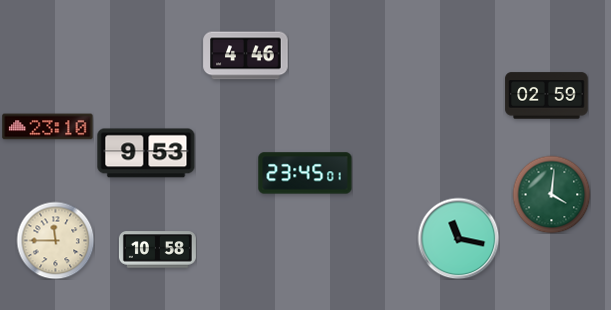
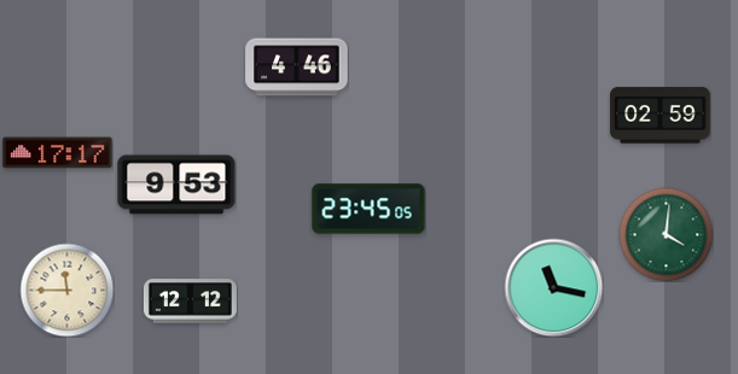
clock at (48, 127): 23:10 -> 17:17
clock at (305, 173): 23:45:01 -> 23:45:05
clock at (157, 250): 10:58 -> 12:12
